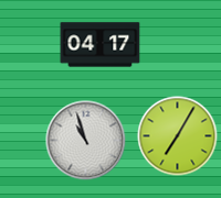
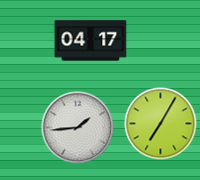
clock at (86, 141): 10:57 -> 1:44
